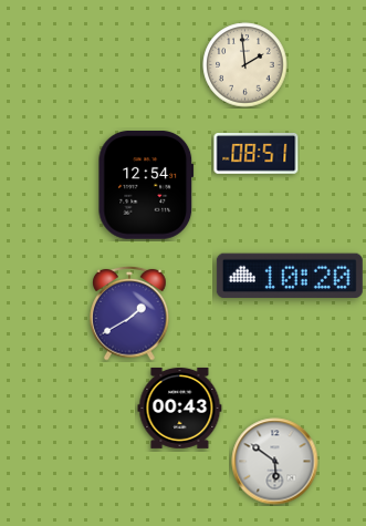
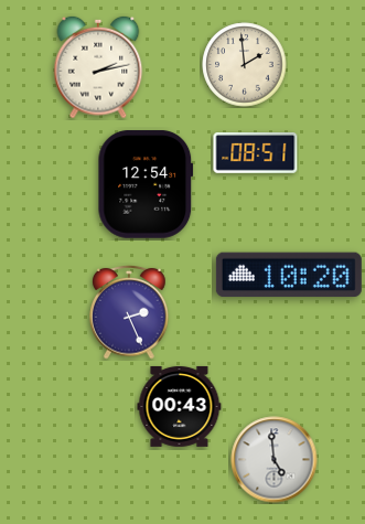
clock at (98, 67): none -> 2:13
clock at (129, 313): 1:40 -> 2:26
clock at (275, 462): 5:51 -> 4:59
